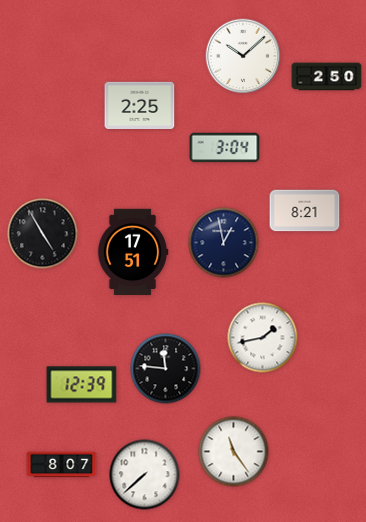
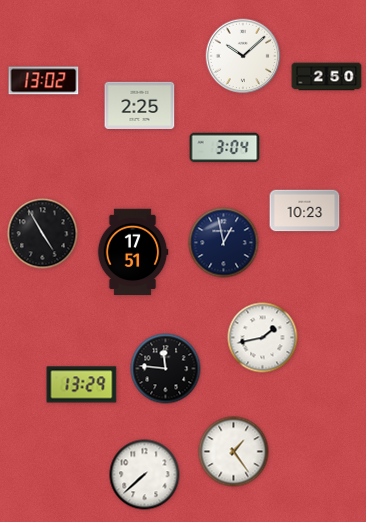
clock at (44, 81): none -> 13:02
clock at (305, 211): 8:21 -> 10:23
clock at (82, 385): 12:39 -> 13:29
clock at (234, 452): 11:24 -> 1:24
clock at (62, 465): 8:07 -> none
